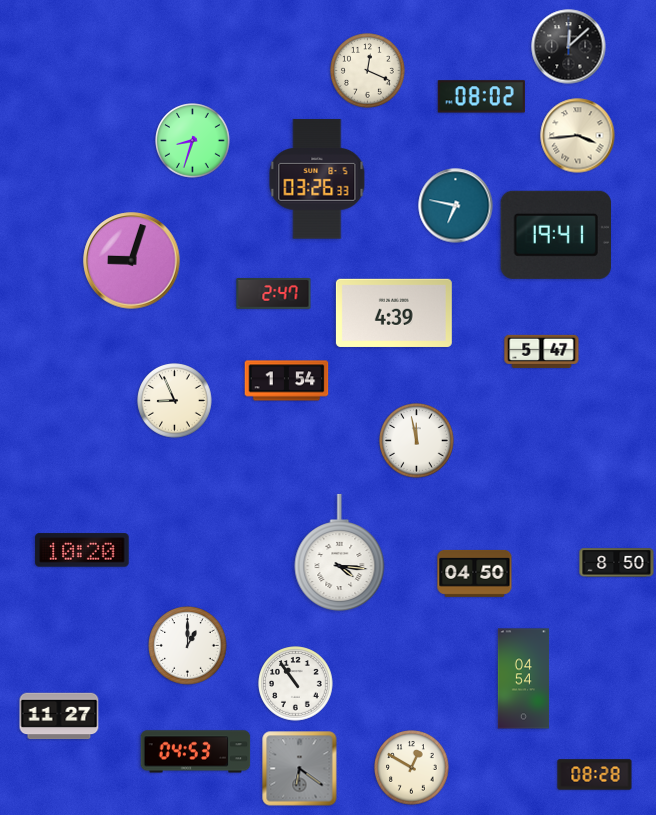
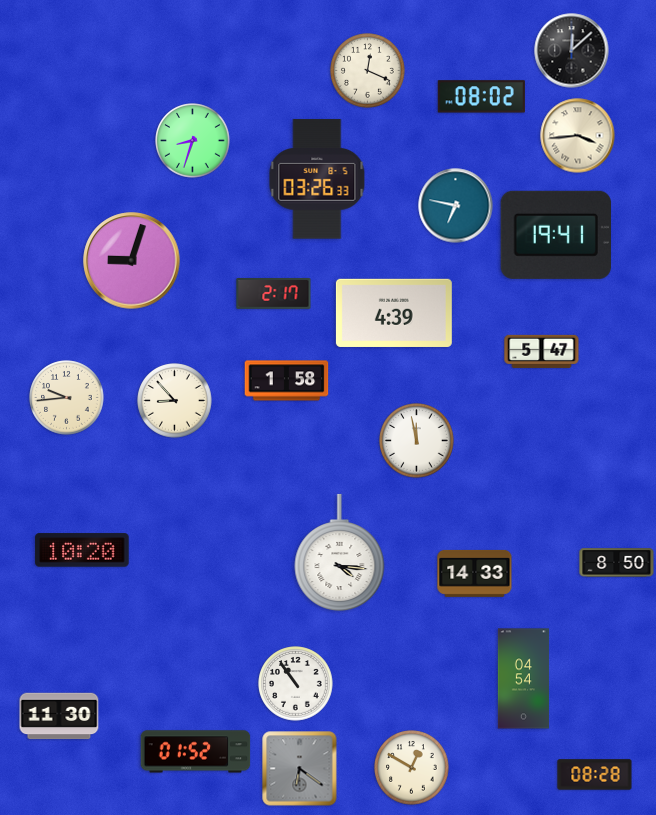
clock at (569, 47) position: (569, 47) -> (572, 51)
clock at (274, 294): 2:47 -> 2:17
clock at (287, 381): 1:54 -> 1:58
clock at (67, 398): none -> 9:44
clock at (175, 401): 8:56 -> 8:53
clock at (475, 573): 04:50 -> 14:33
clock at (188, 646): 1:00 -> none
clock at (59, 716): 11:27 -> 11:30
clock at (196, 752): 04:53 -> 01:52
